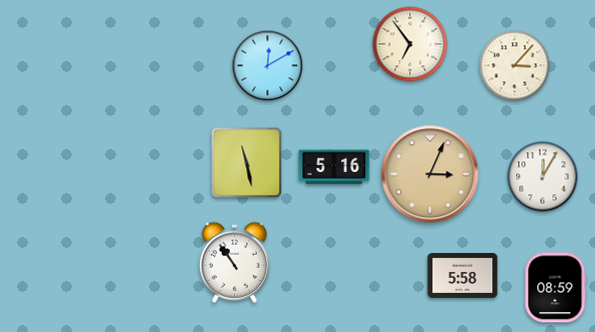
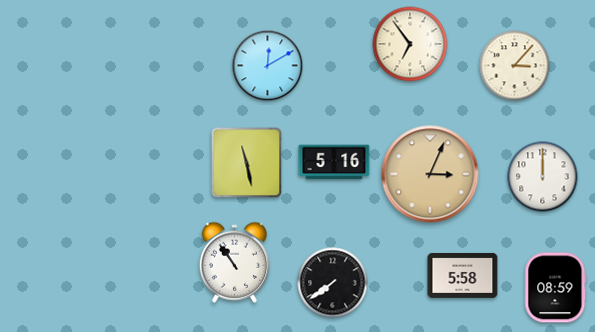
clock at (334, 167) position: (334, 167) -> (334, 162)
clock at (543, 177): 12:05 -> 12:00
clock at (333, 283): none -> 7:39
